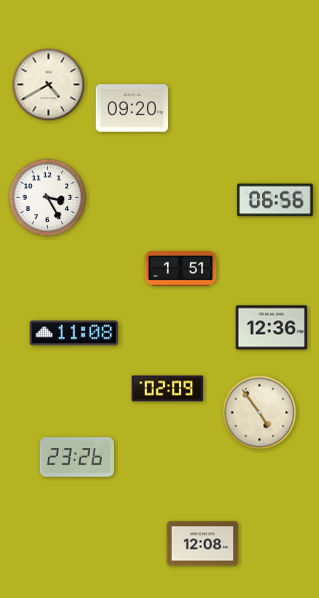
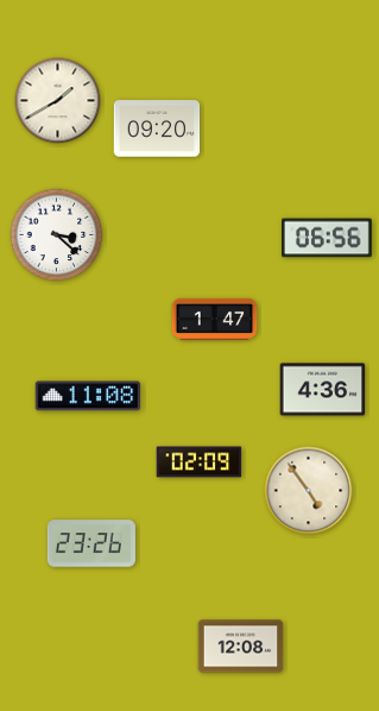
clock at (49, 85): 4:40 -> 1:40
clock at (48, 198): 3:25 -> 3:22
clock at (181, 268): 1:51 -> 1:47
clock at (272, 328): 12:36 -> 4:36
